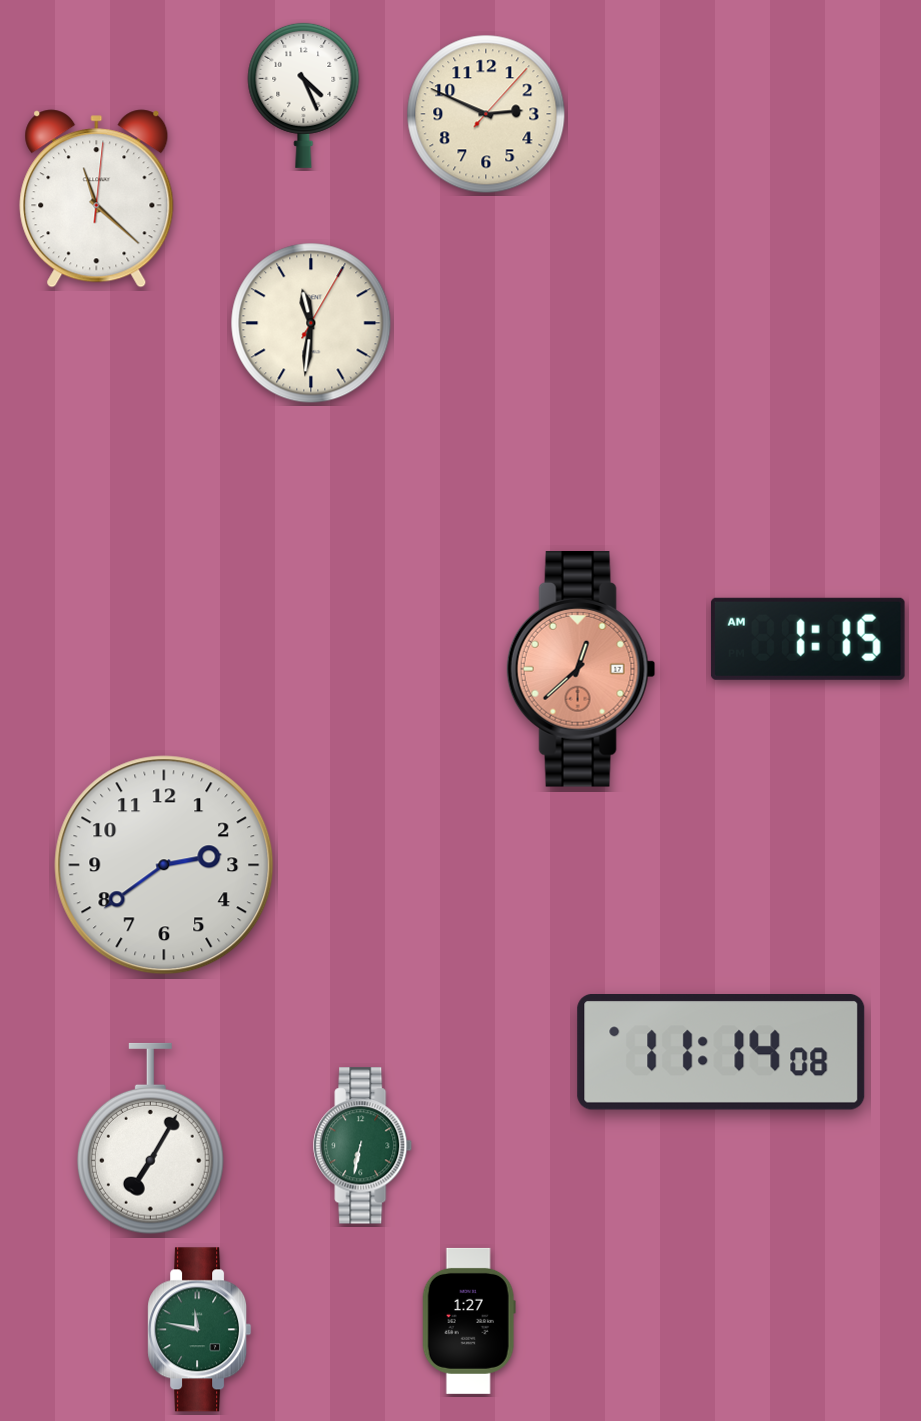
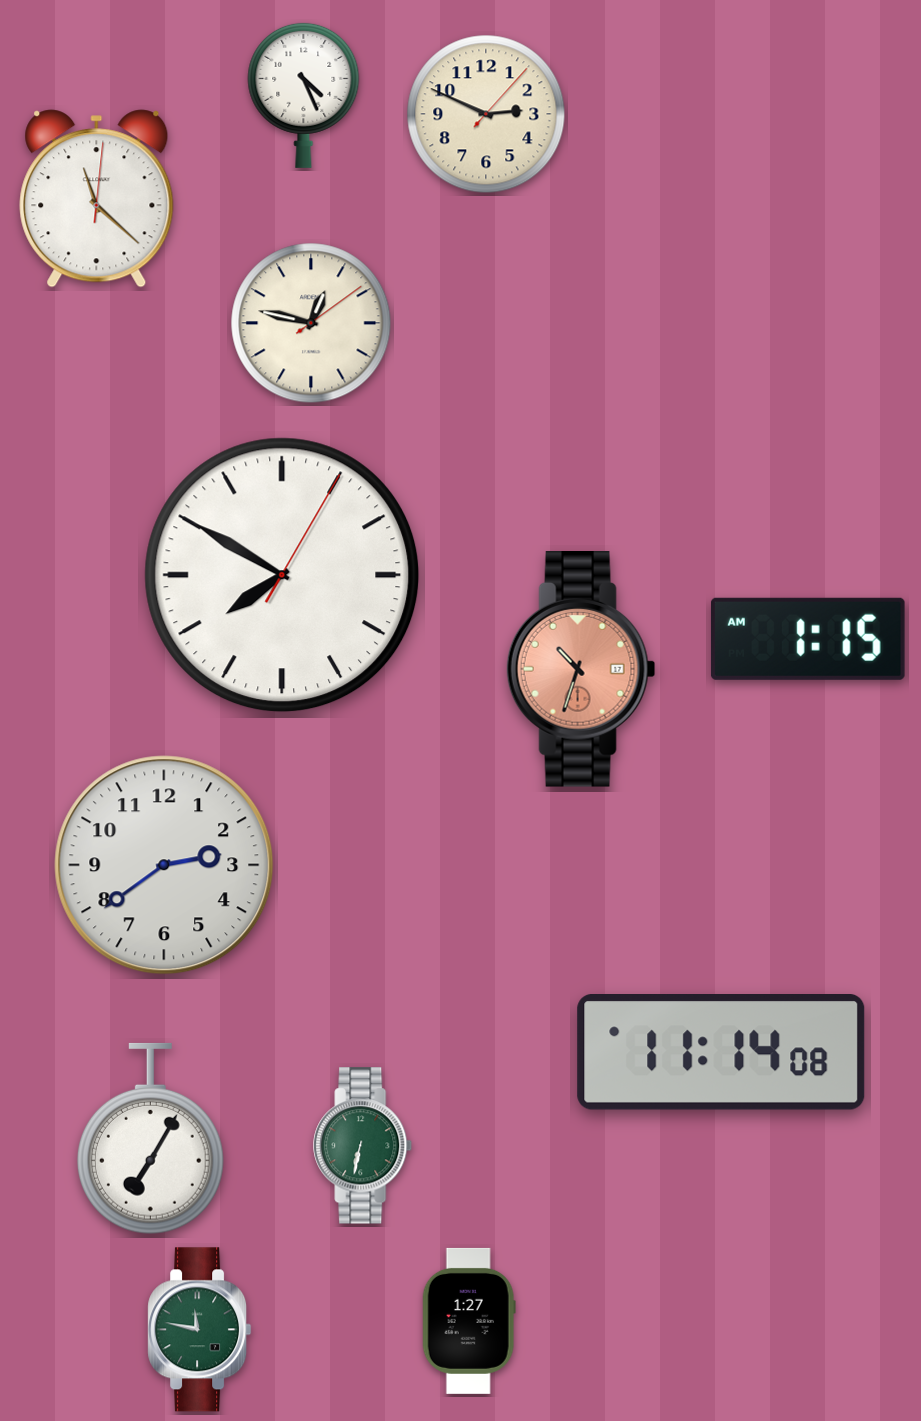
clock at (311, 323): 11:31 -> 12:47
clock at (282, 575): none -> 7:50
clock at (581, 670): 12:38 -> 10:33
